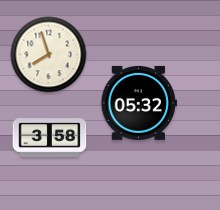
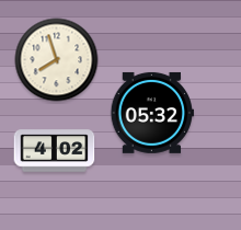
clock at (49, 55) position: (49, 55) -> (57, 60)
clock at (50, 138): 3:58 -> 4:02
